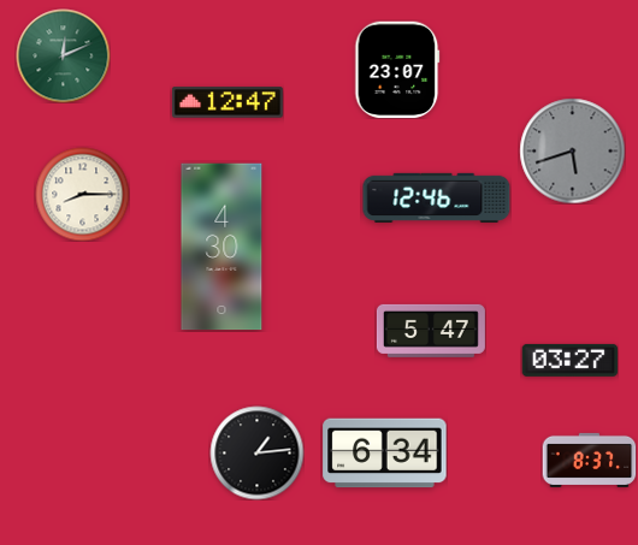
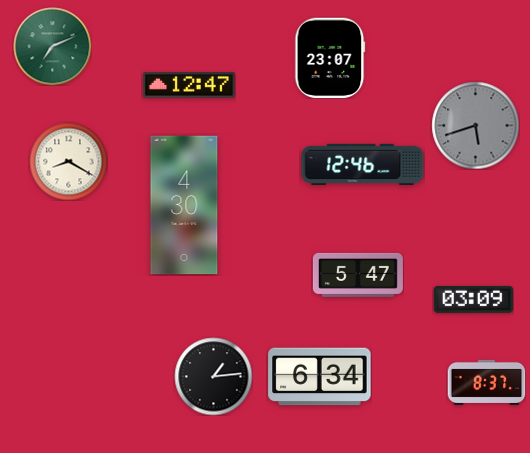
clock at (63, 55): 12:11 -> 7:11
clock at (82, 194): 8:15 -> 8:20
clock at (569, 360): 03:27 -> 03:09
clock at (589, 460) position: (589, 460) -> (486, 382)
